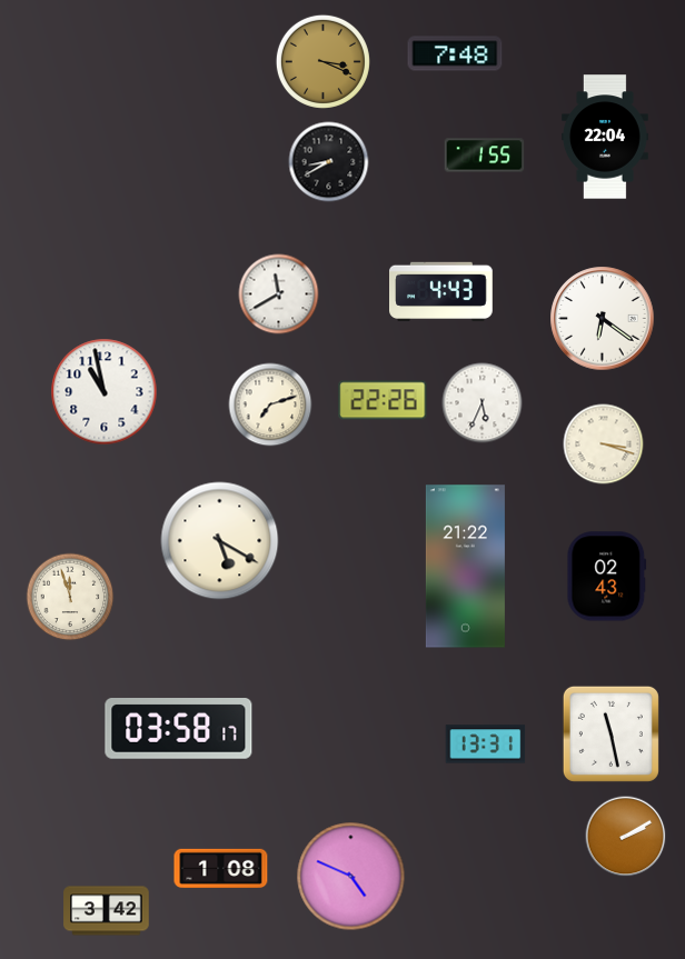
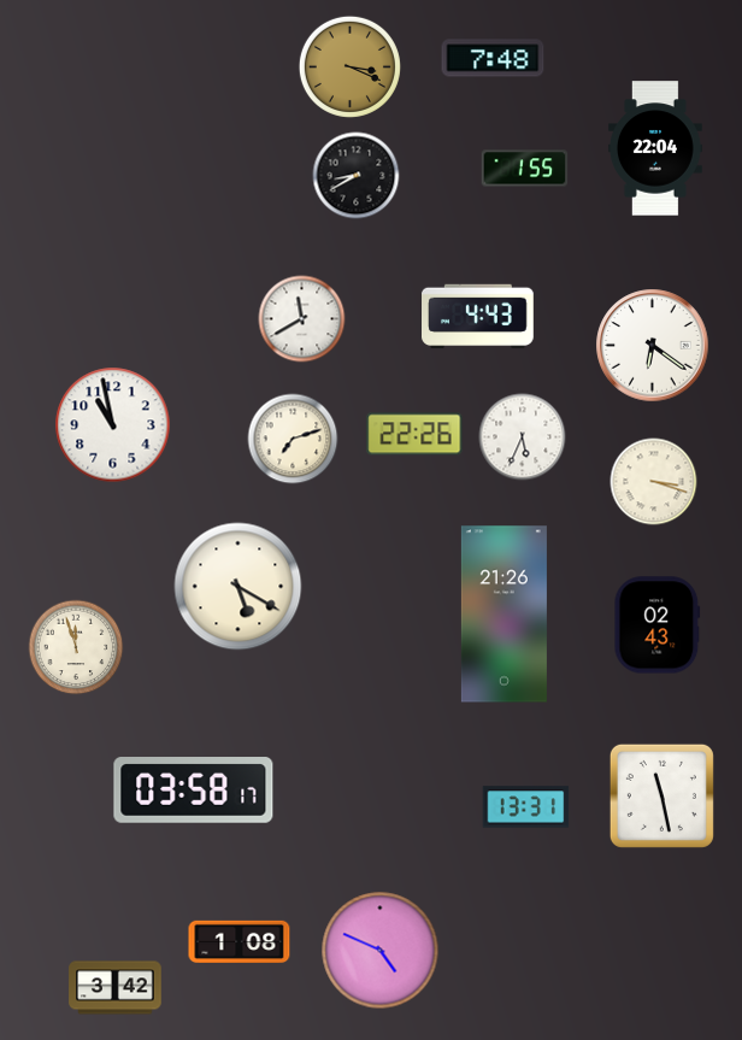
clock at (465, 567): 21:22 -> 21:26
clock at (626, 837): 2:10 -> none
